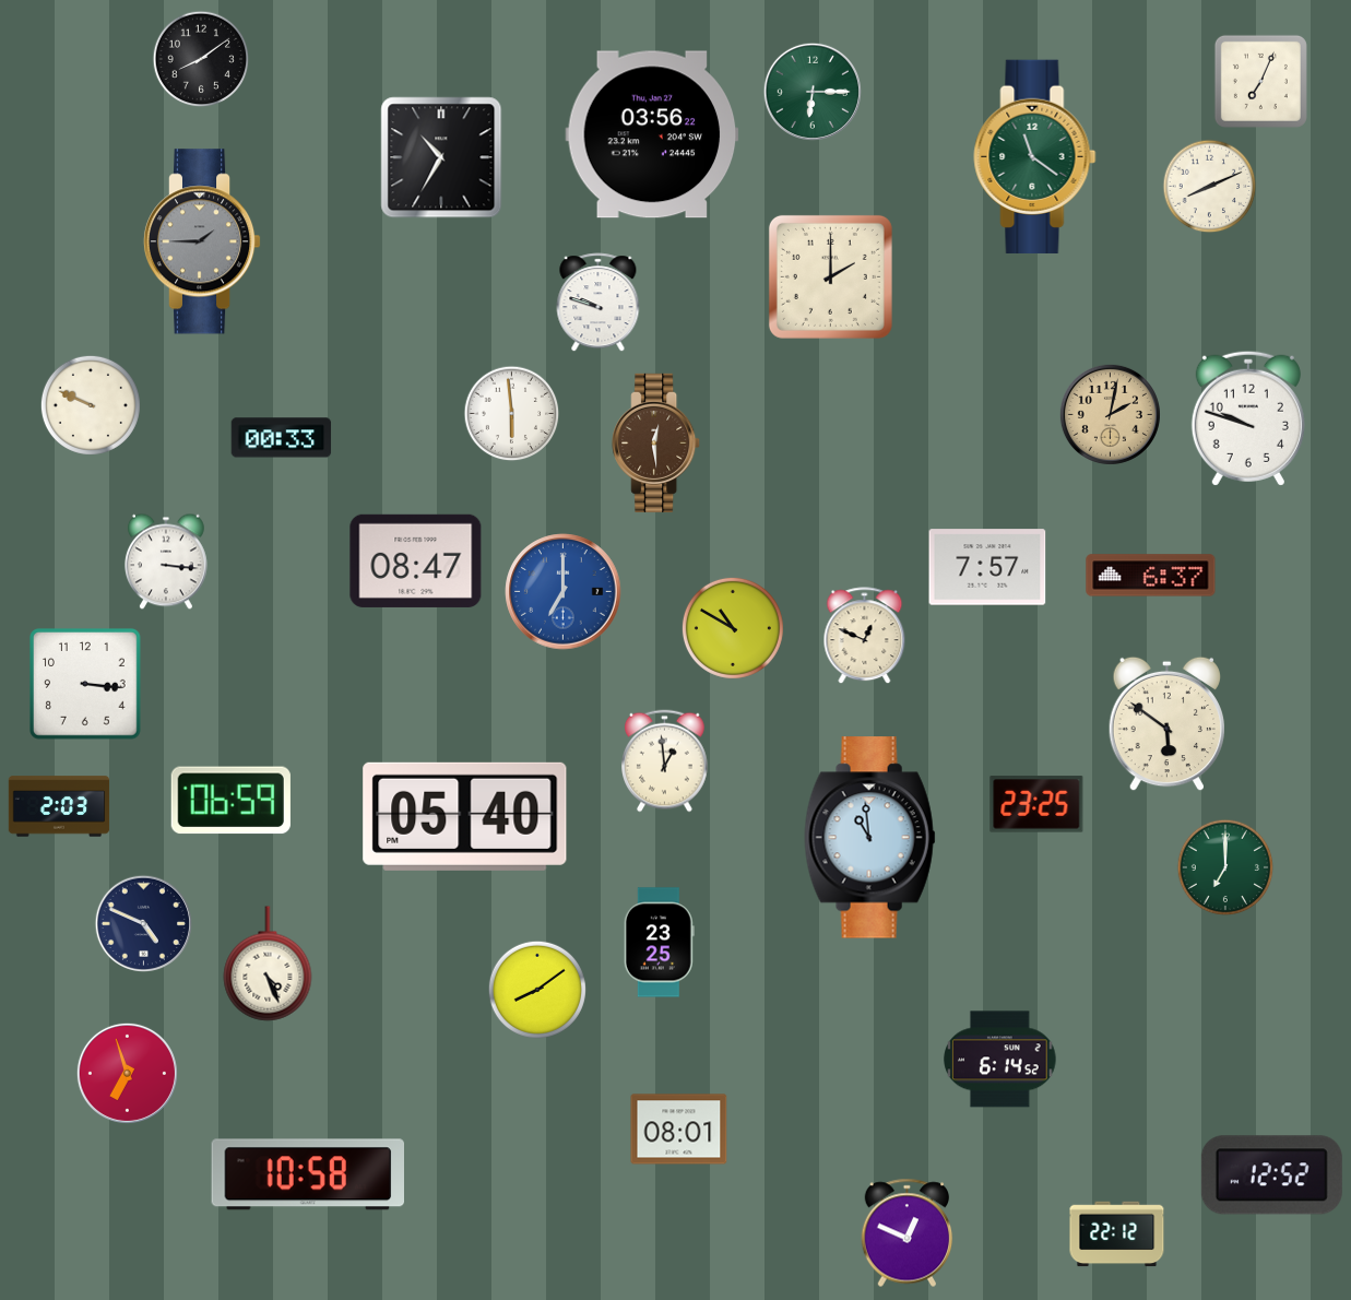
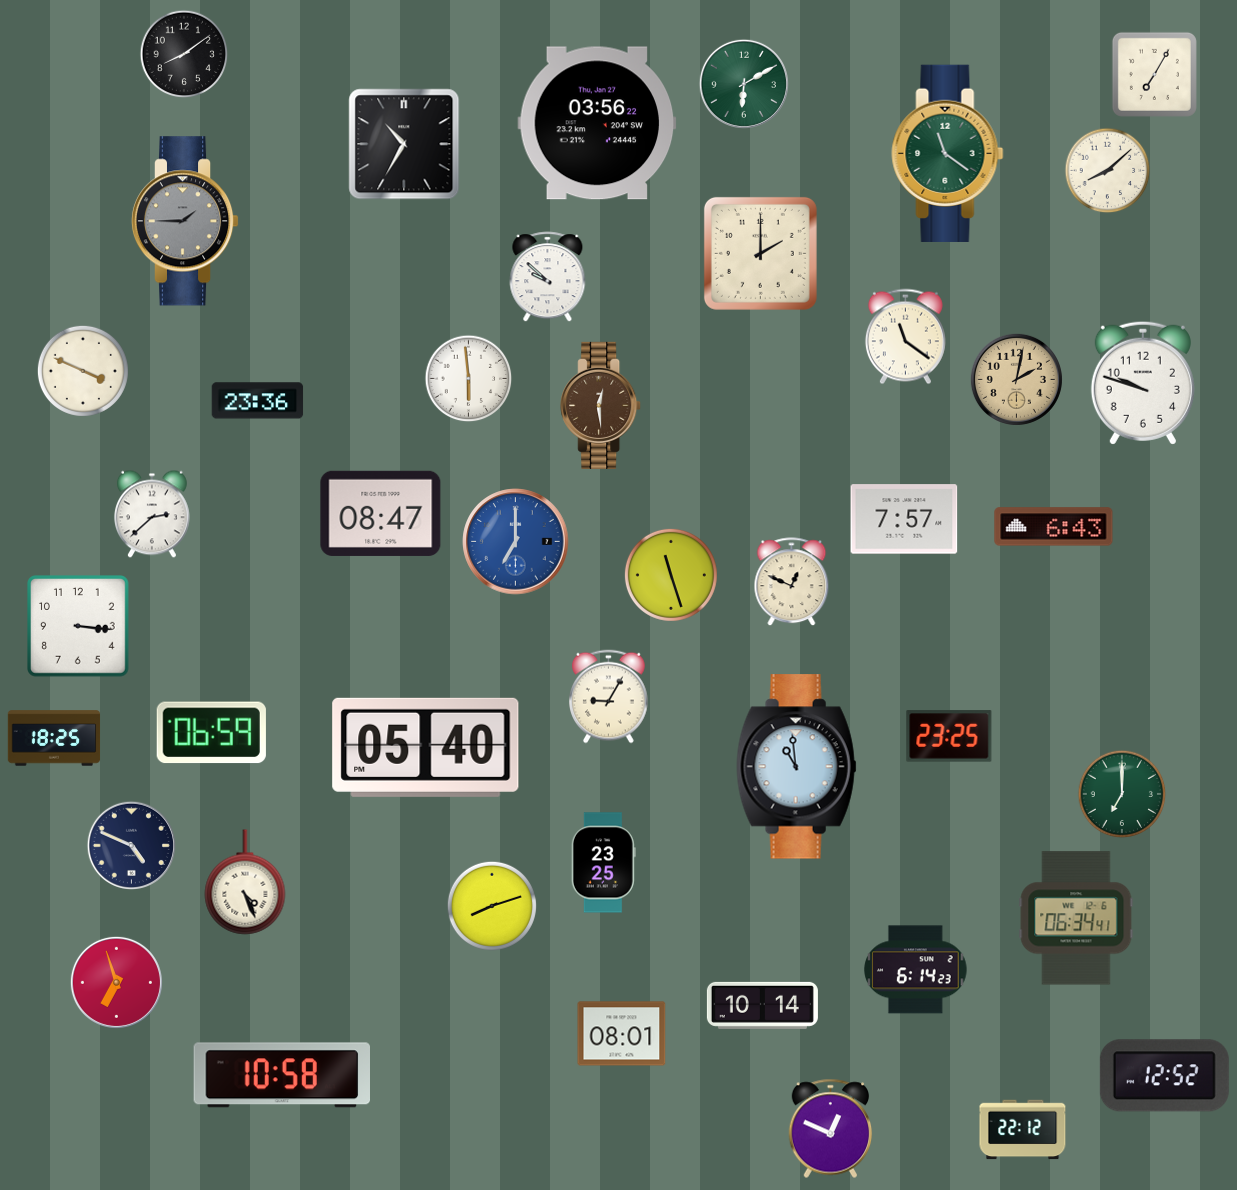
clock at (1260, 81): 7:04 -> 7:05
clock at (813, 92): 6:15 -> 6:10
clock at (1035, 156) position: (1035, 156) -> (948, 153)
clock at (1210, 187): 8:11 -> 8:08
clock at (599, 303): 9:48 -> 9:52
clock at (905, 337): none -> 11:21
clock at (91, 405): 9:49 -> 3:49
clock at (282, 438): 00:33 -> 23:36
clock at (166, 562): 3:16 -> 2:38
clock at (1151, 576): 6:37 -> 6:43
clock at (733, 628): 10:50 -> 11:27
clock at (1166, 724): 5:51 -> none
clock at (665, 761): 12:59 -> 9:05
clock at (59, 806): 2:03 -> 18:25
clock at (536, 989): 8:09 -> 8:12
clock at (1076, 918): none -> 06:34
clock at (1000, 1060): 6:14:52 -> 6:14:23
clock at (762, 1005): none -> 10:14
